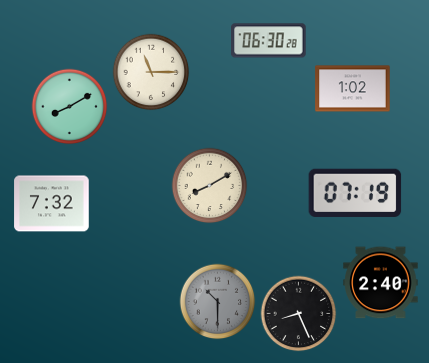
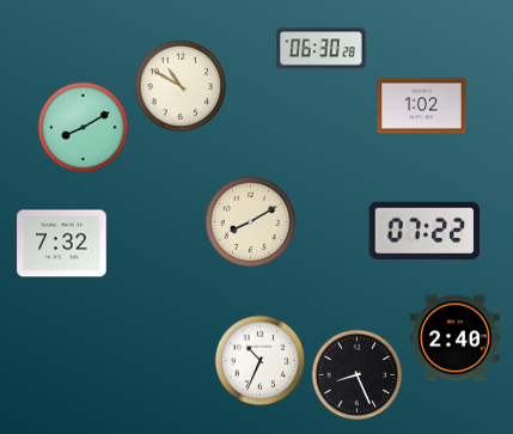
clock at (151, 72): 11:15 -> 10:50
clock at (355, 192): 07:19 -> 07:22
clock at (218, 302): 10:30 -> 10:34
clock at (218, 302) dial: grey -> white
